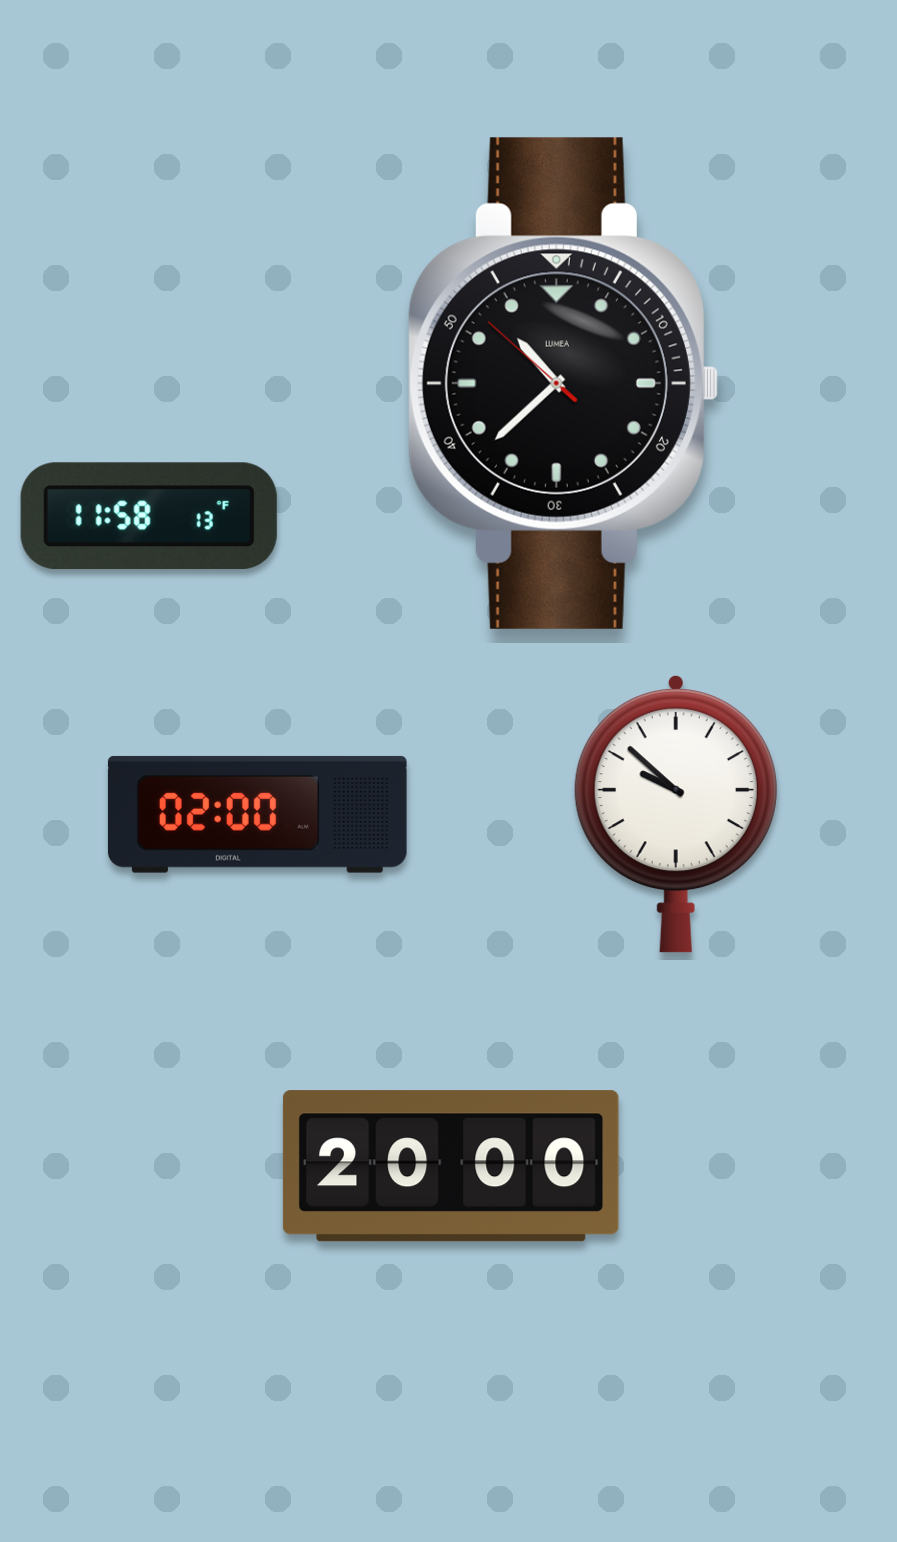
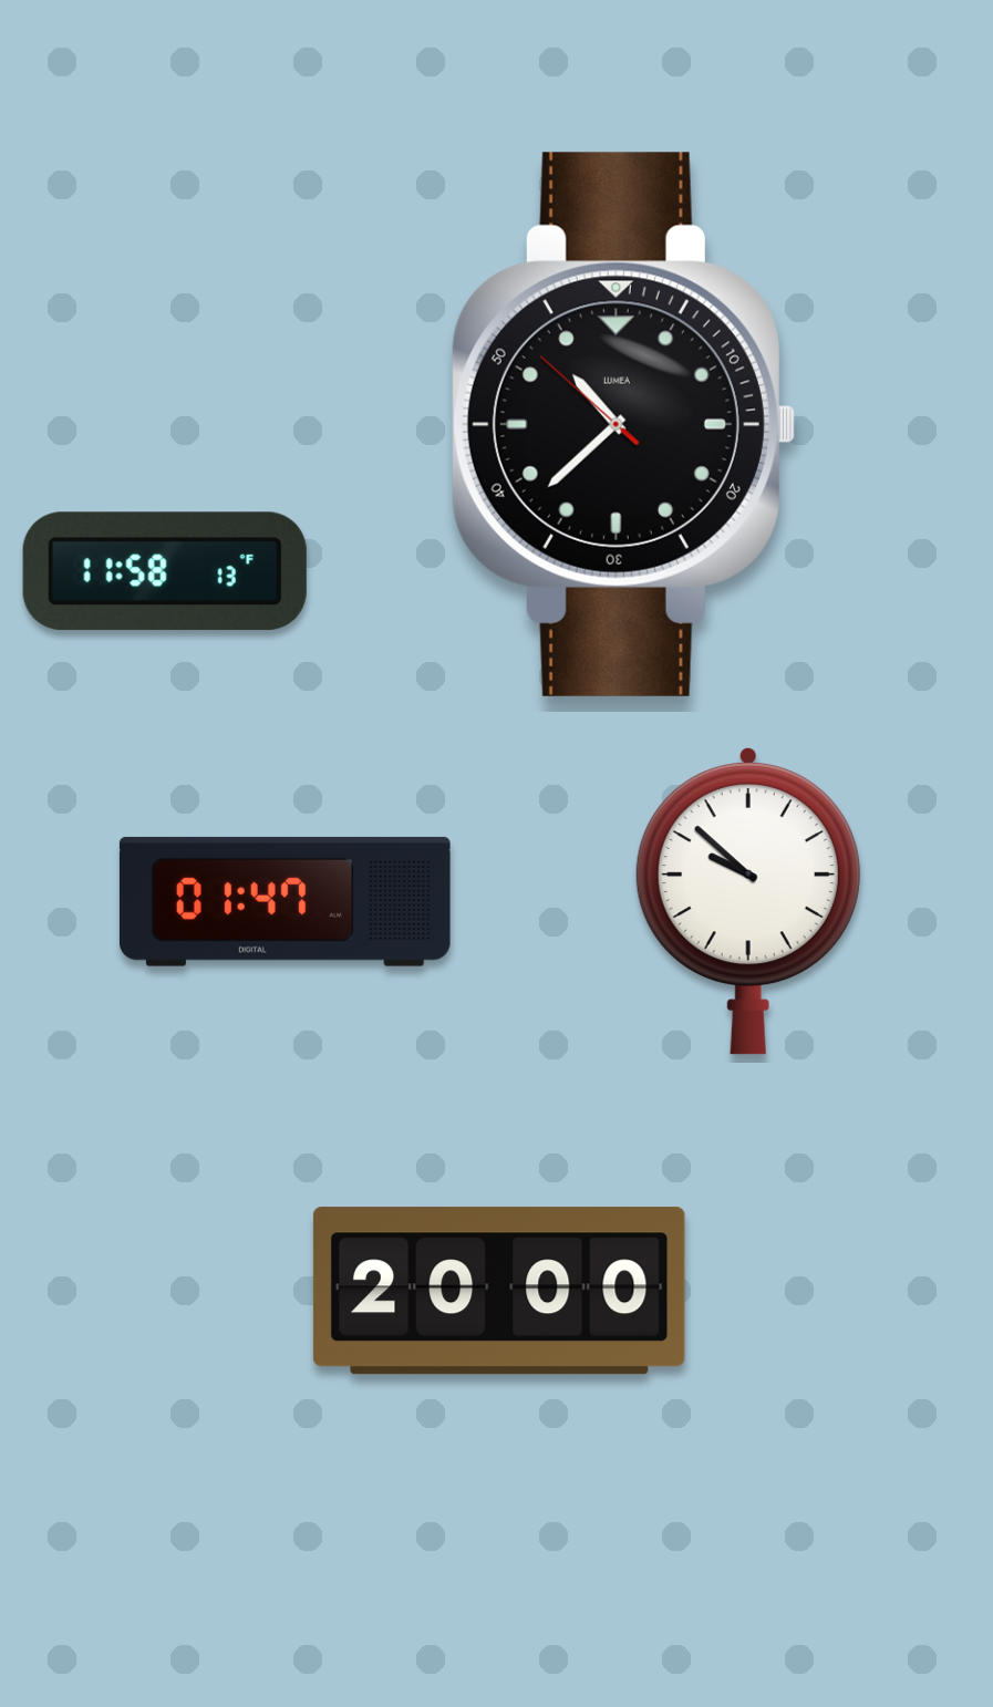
clock at (257, 814): 02:00 -> 01:47
